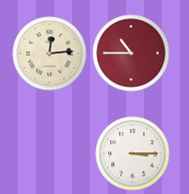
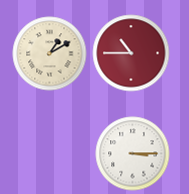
clock at (50, 54): 12:14 -> 1:10
